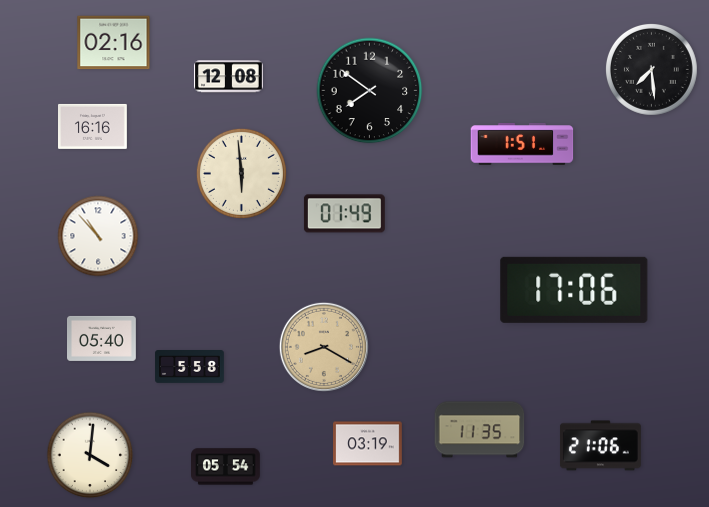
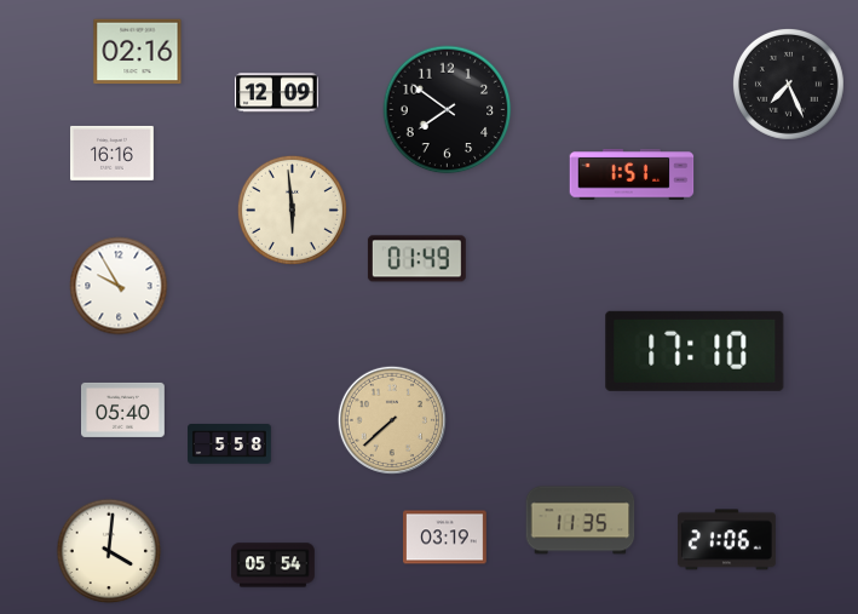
clock at (651, 69): 7:29 -> 7:26
clock at (229, 77): 12:08 -> 12:09
clock at (98, 236): 10:53 -> 9:55
clock at (574, 290): 17:06 -> 17:10
clock at (324, 347): 8:20 -> 7:38
